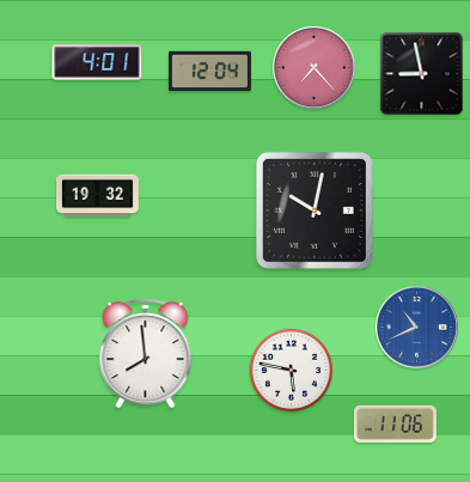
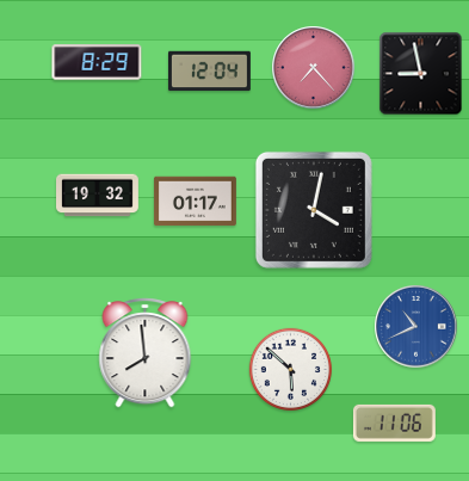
clock at (97, 62): 4:01 -> 8:29
clock at (195, 202): none -> 01:17
clock at (315, 211): 10:02 -> 4:02
clock at (292, 371): 5:47 -> 5:52
